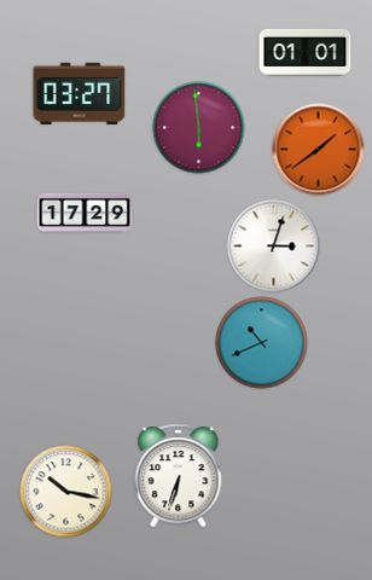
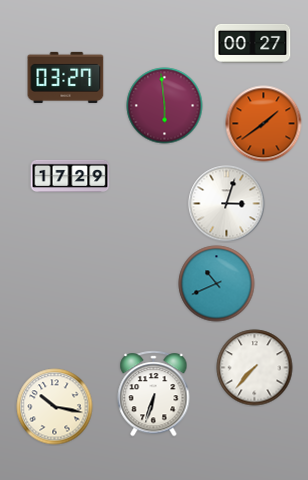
clock at (306, 52): 01:01 -> 00:27
clock at (255, 368): none -> 7:37
clock at (179, 476) position: (179, 476) -> (154, 394)
